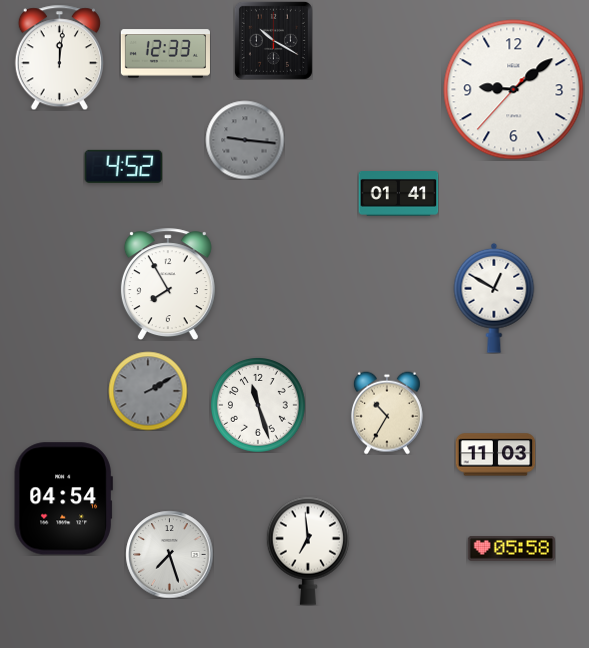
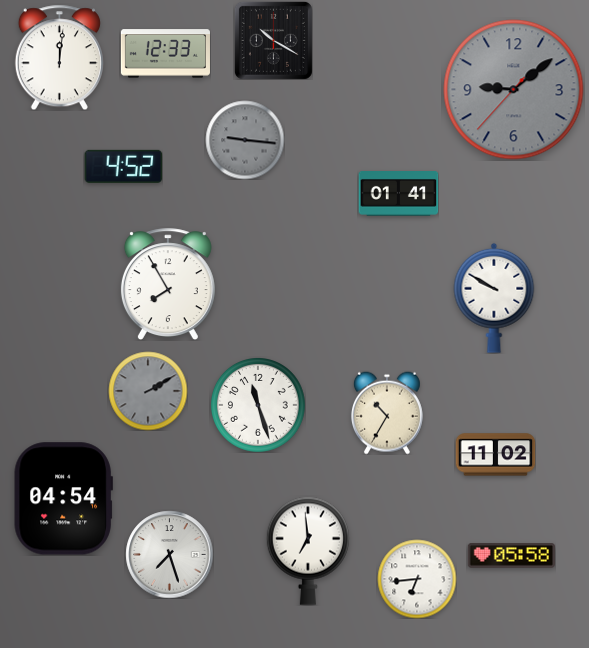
clock at (514, 90) dial: white -> grey
clock at (494, 298): 12:50 -> 9:50
clock at (495, 455): 11:03 -> 11:02
clock at (511, 549) position: (511, 549) -> (511, 556)
clock at (417, 579): none -> 6:44
